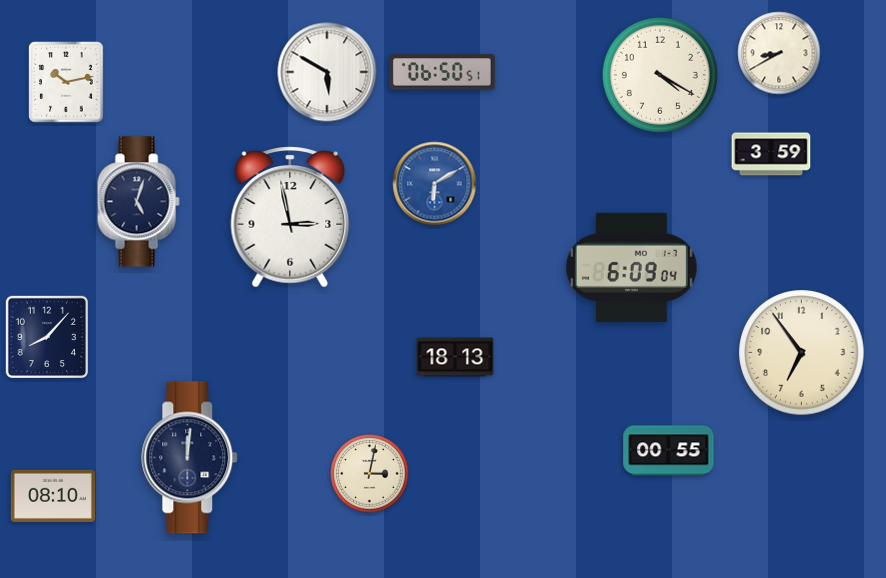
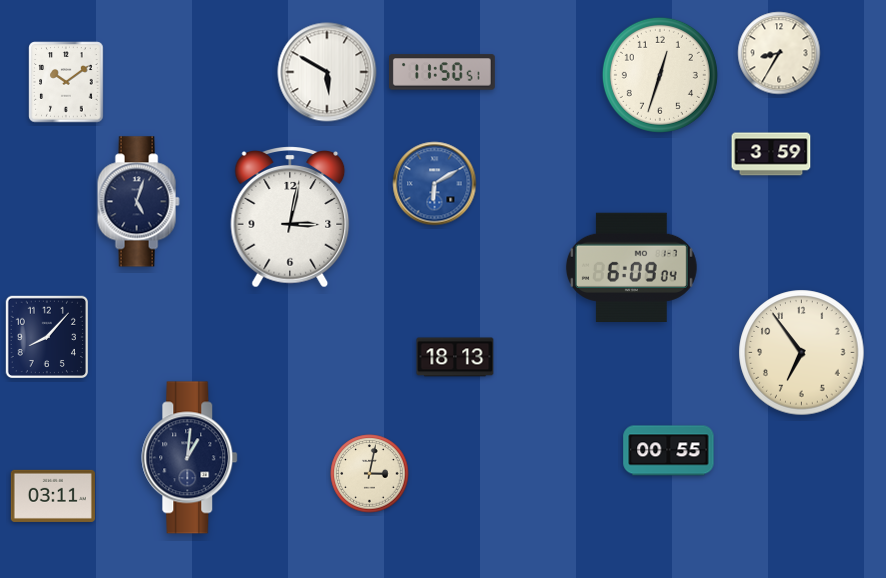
clock at (779, 53): 8:40 -> 8:35
clock at (442, 72): 06:50 -> 11:50
clock at (660, 75): 4:20 -> 12:33
clock at (66, 82): 10:13 -> 10:09
clock at (290, 218): 2:58 -> 3:02
clock at (190, 458): 12:01 -> 1:01
clock at (53, 496): 08:10 -> 03:11
